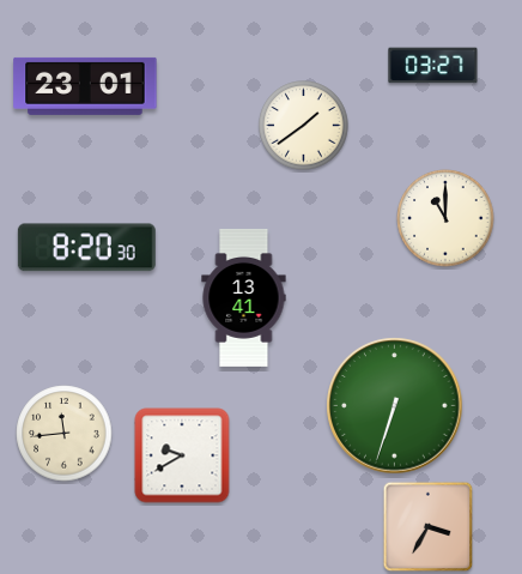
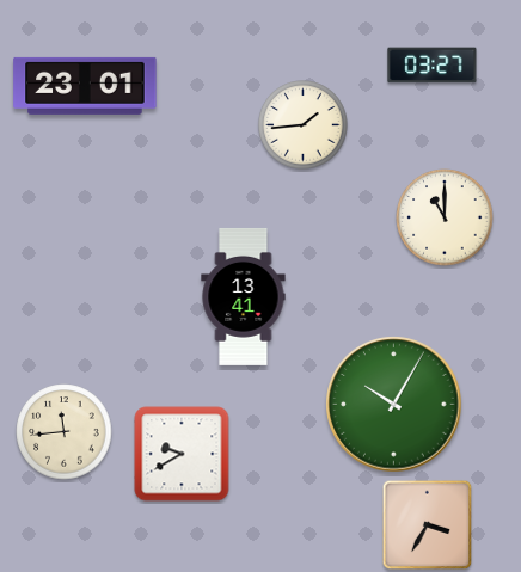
clock at (304, 126): 1:39 -> 1:44
clock at (86, 248): 8:20 -> none
clock at (395, 406): 6:33 -> 10:05
